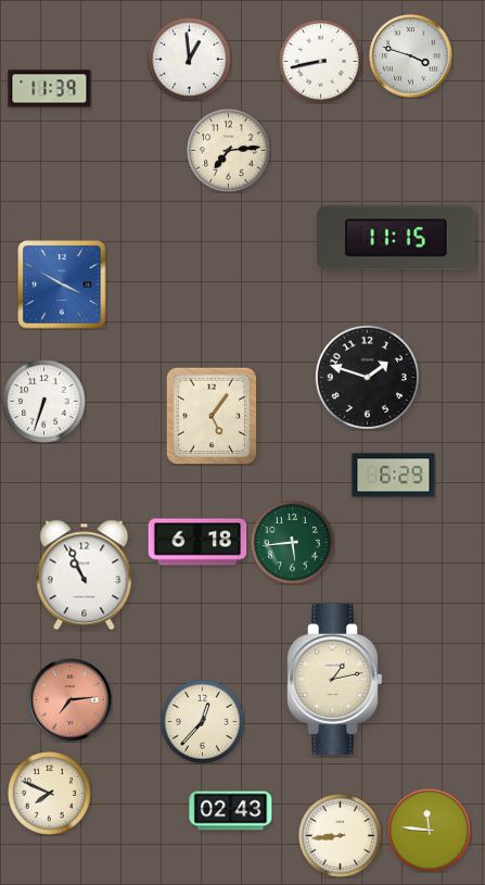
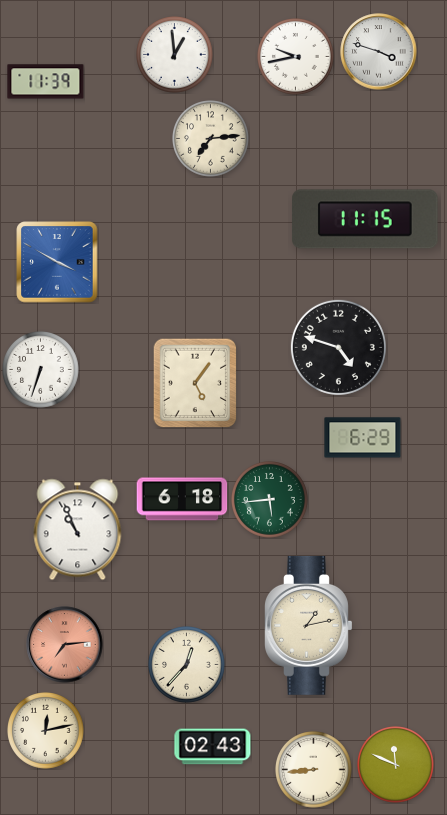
clock at (321, 62): 8:43 -> 9:43
clock at (367, 377): 1:48 -> 4:48
clock at (50, 794): 7:49 -> 12:13
clock at (430, 831): 11:46 -> 11:49
